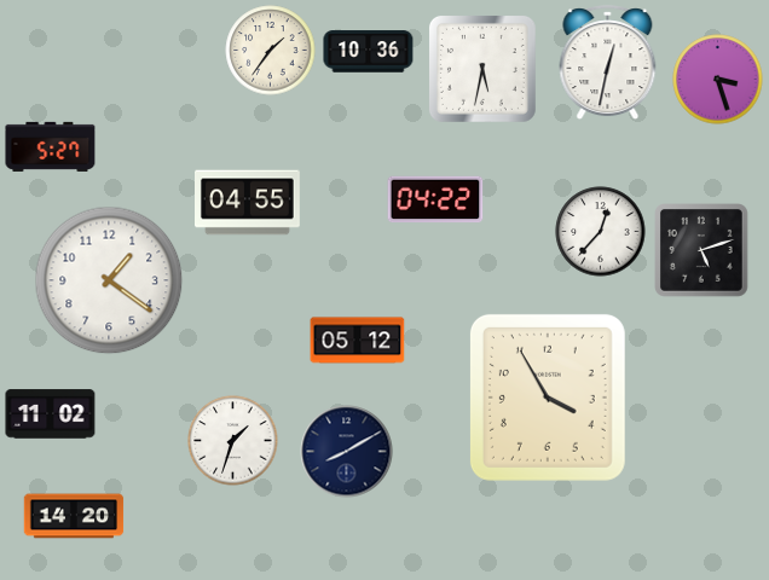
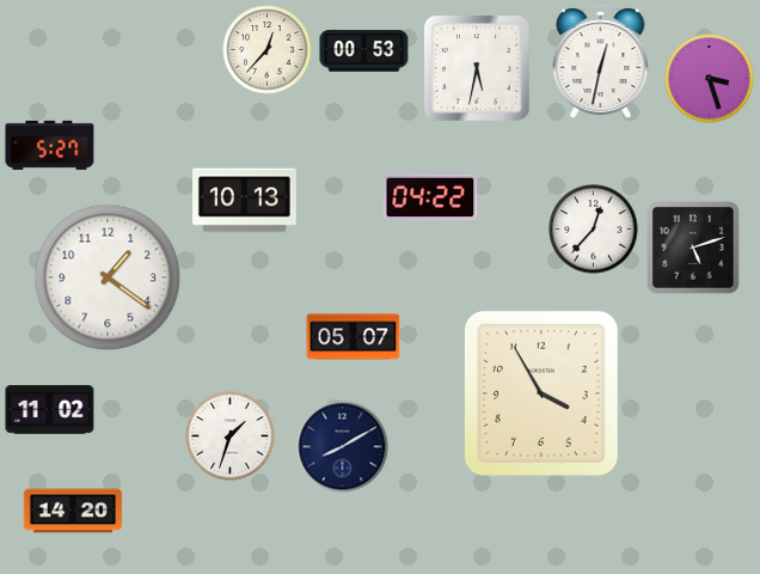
clock at (271, 51): 1:36 -> 12:37
clock at (369, 52): 10:36 -> 00:53
clock at (248, 203): 04:55 -> 10:13
clock at (358, 341): 05:12 -> 05:07
